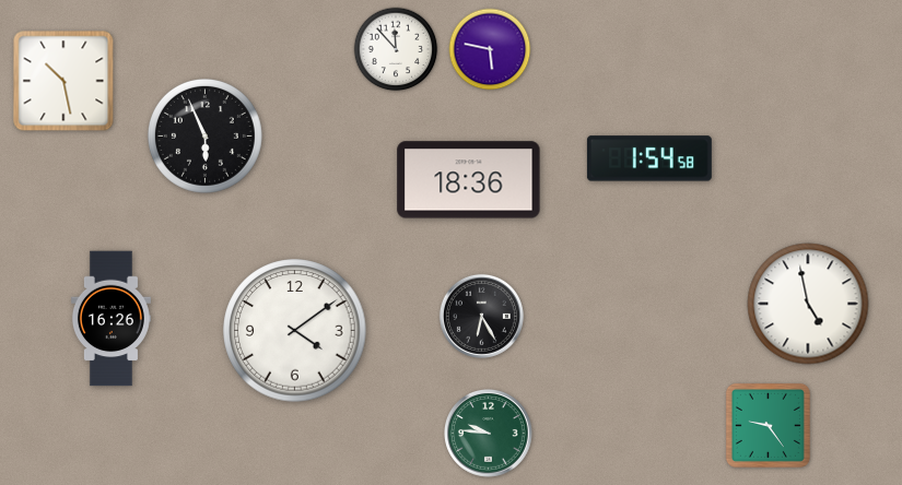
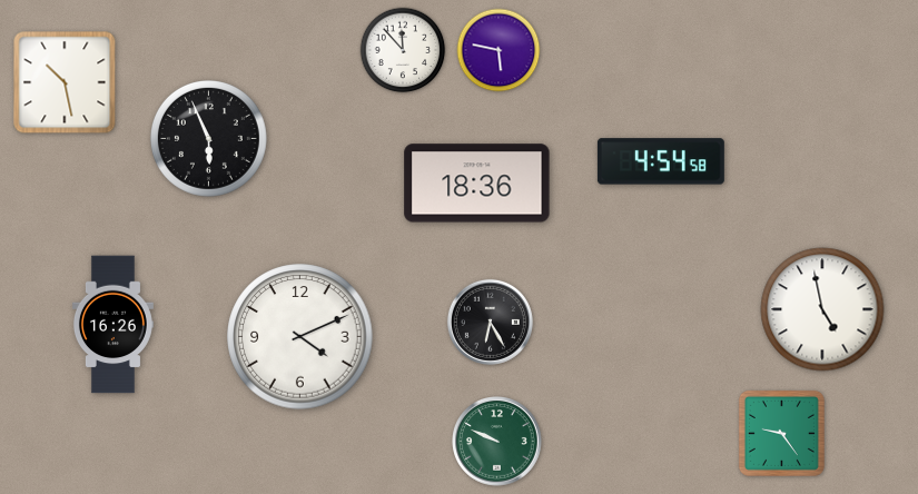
clock at (649, 158): 1:54 -> 4:54
clock at (295, 331): 4:09 -> 4:11
clock at (489, 434): 9:46 -> 9:49
